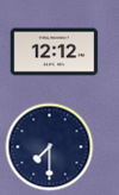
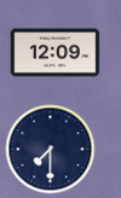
clock at (55, 52): 12:12 -> 12:09
